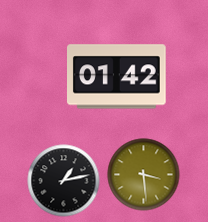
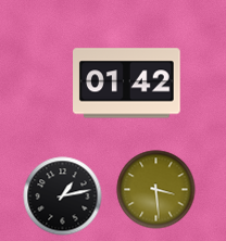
clock at (64, 181) position: (64, 181) -> (63, 196)
